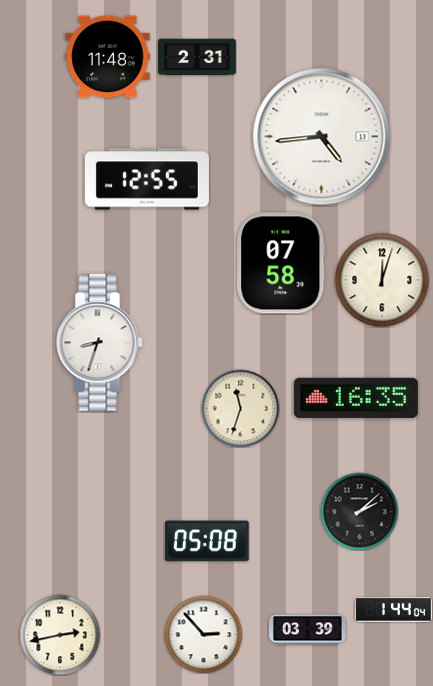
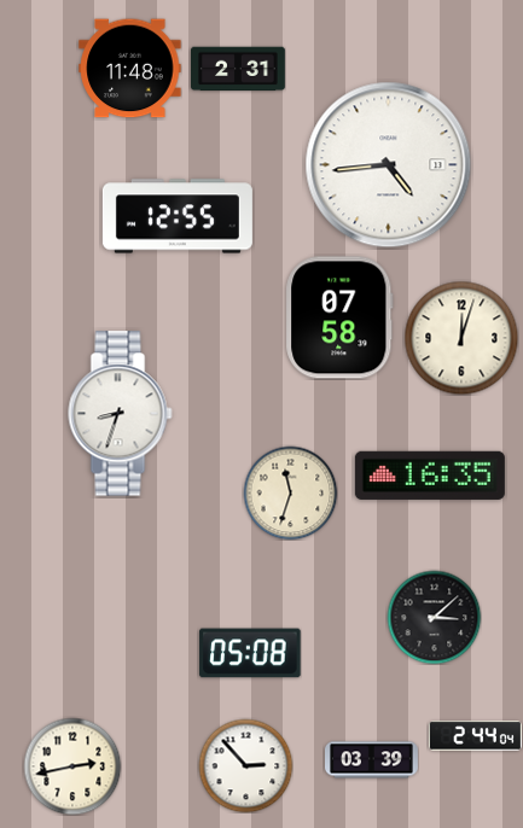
clock at (356, 398) position: (356, 398) -> (430, 476)
clock at (359, 511): 2:08 -> 3:08
clock at (394, 610): 1:44 -> 2:44
